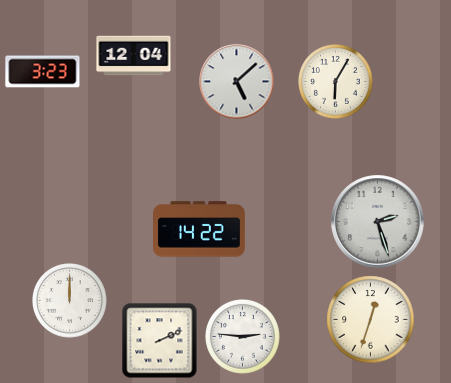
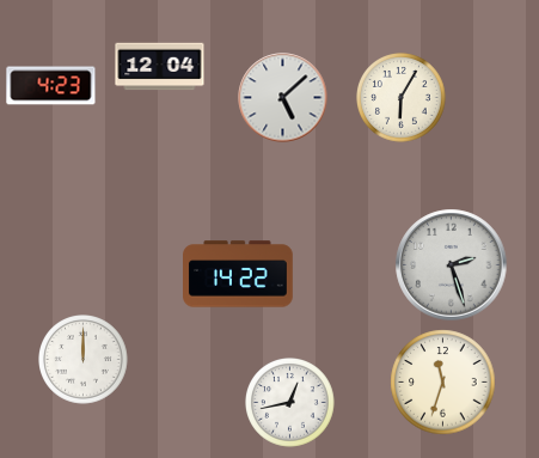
clock at (43, 72): 3:23 -> 4:23
clock at (371, 320): 12:33 -> 11:33
clock at (243, 337): 2:46 -> 12:43
clock at (160, 341): 2:11 -> none
